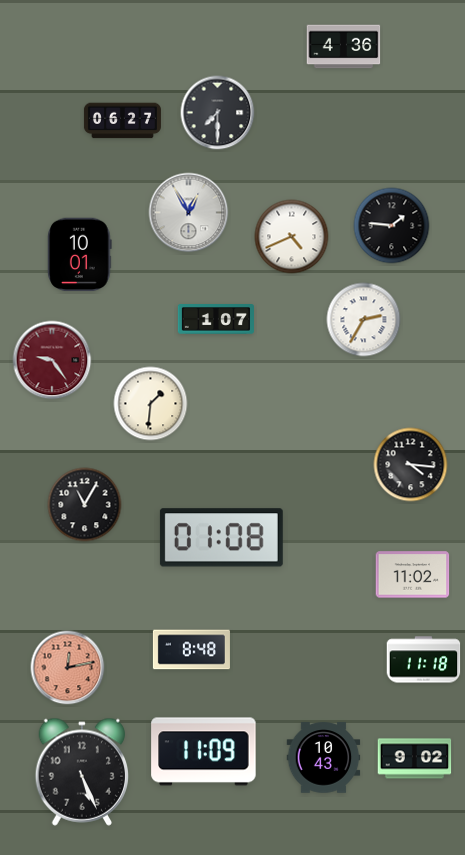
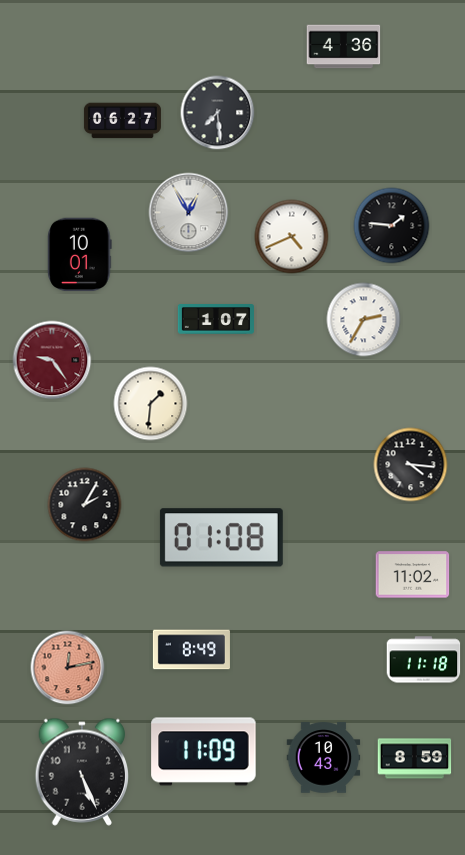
clock at (218, 113): 7:30 -> 7:29
clock at (85, 505): 11:05 -> 2:05
clock at (191, 650): 8:48 -> 8:49
clock at (415, 759): 9:02 -> 8:59
